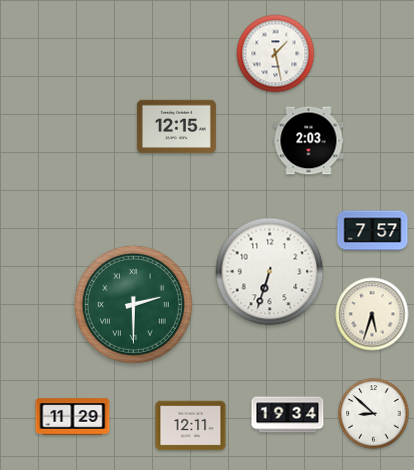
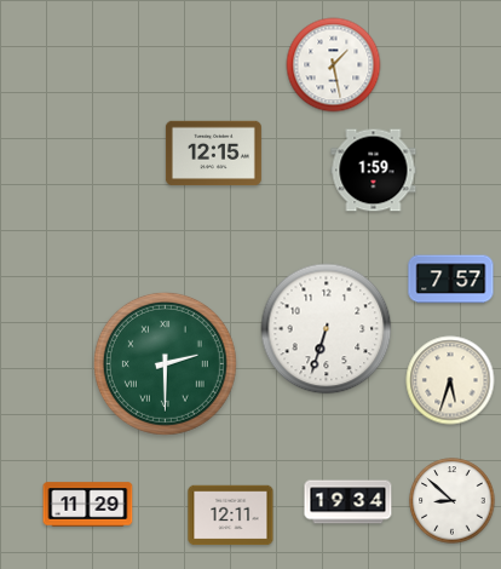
clock at (309, 141): 2:03 -> 1:59
clock at (133, 304) position: (133, 304) -> (165, 363)
